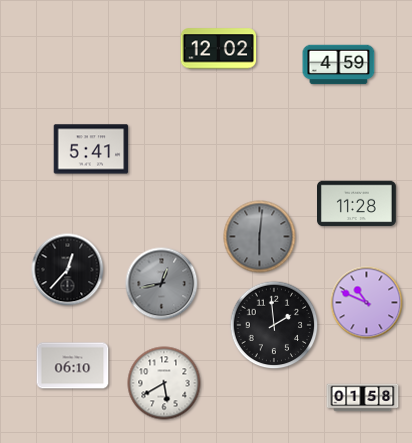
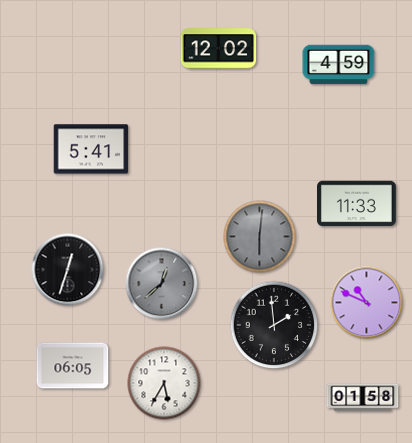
clock at (357, 204): 11:28 -> 11:33
clock at (68, 270): 12:37 -> 12:33
clock at (162, 284): 12:43 -> 12:38
clock at (73, 366): 06:10 -> 06:05
clock at (164, 383): 5:40 -> 5:35
